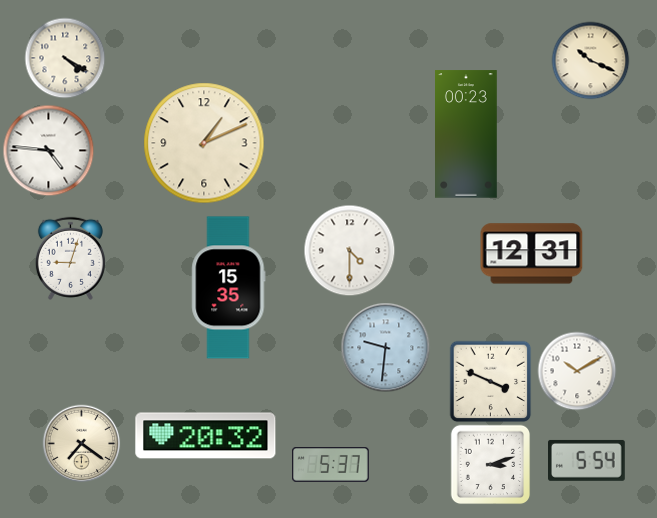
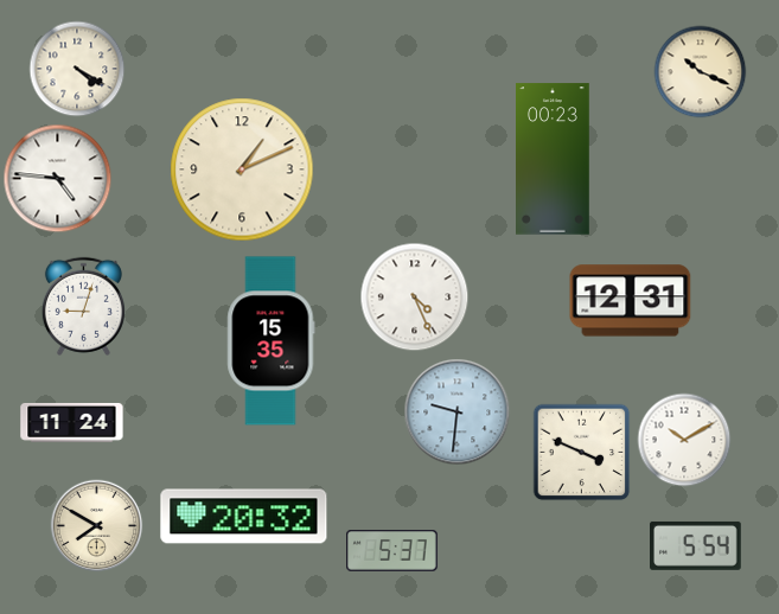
clock at (349, 250): 4:30 -> 4:26
clock at (72, 422): none -> 11:24
clock at (81, 443): 7:21 -> 7:50
clock at (490, 464): 3:12 -> none
